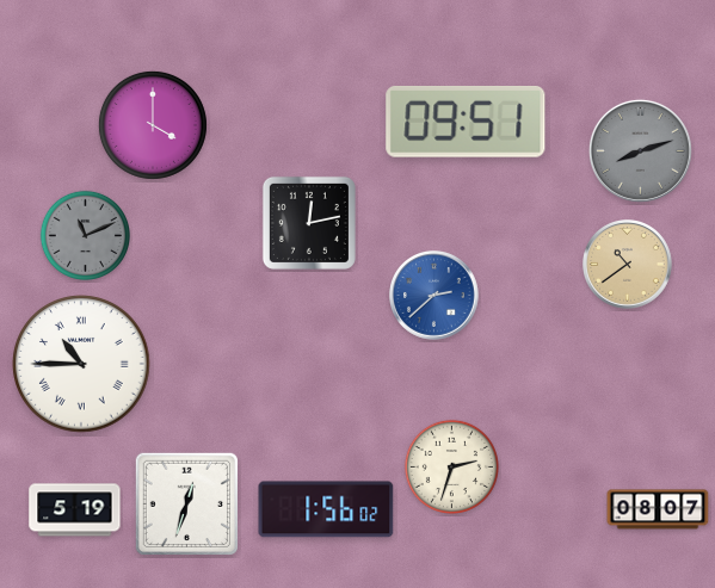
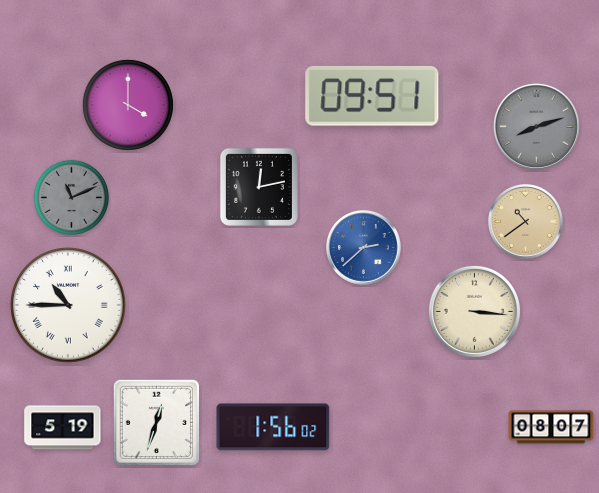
clock at (466, 122) position: (466, 122) -> (372, 96)
clock at (474, 311): none -> 3:16
clock at (451, 466): 2:33 -> none
